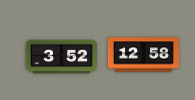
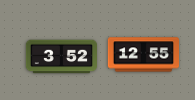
clock at (143, 55): 12:58 -> 12:55
